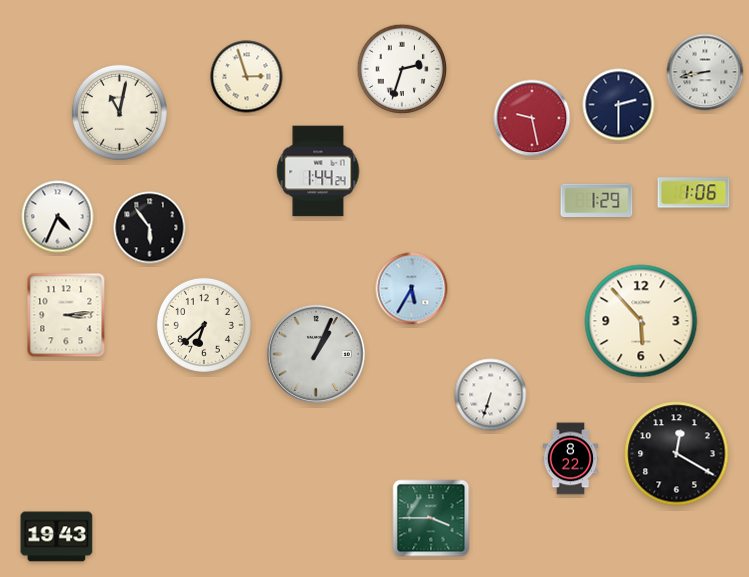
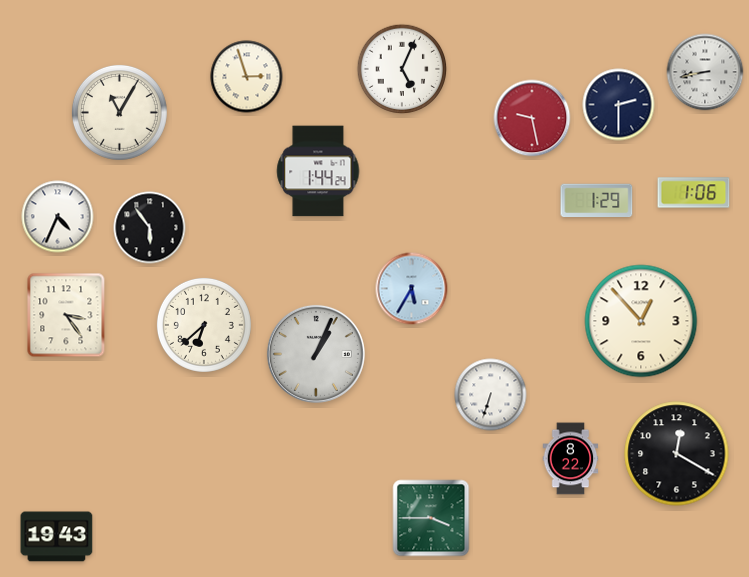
clock at (402, 69): 2:33 -> 5:04
clock at (119, 112): 11:02 -> 11:05
clock at (66, 315): 3:14 -> 3:24
clock at (641, 321): 5:53 -> 12:53
